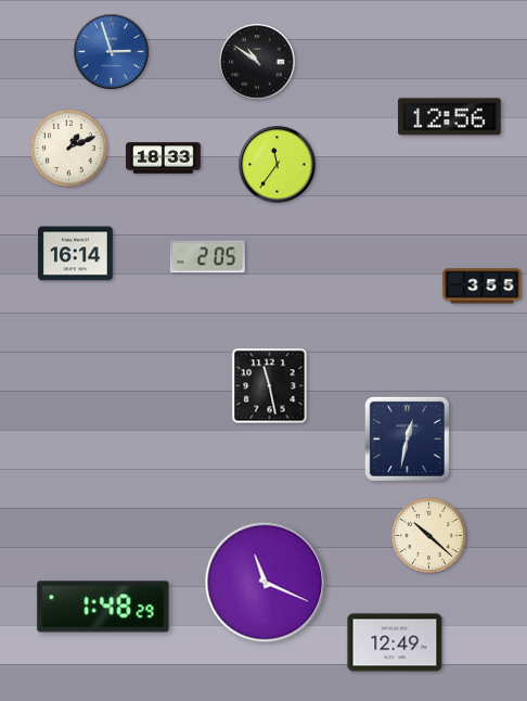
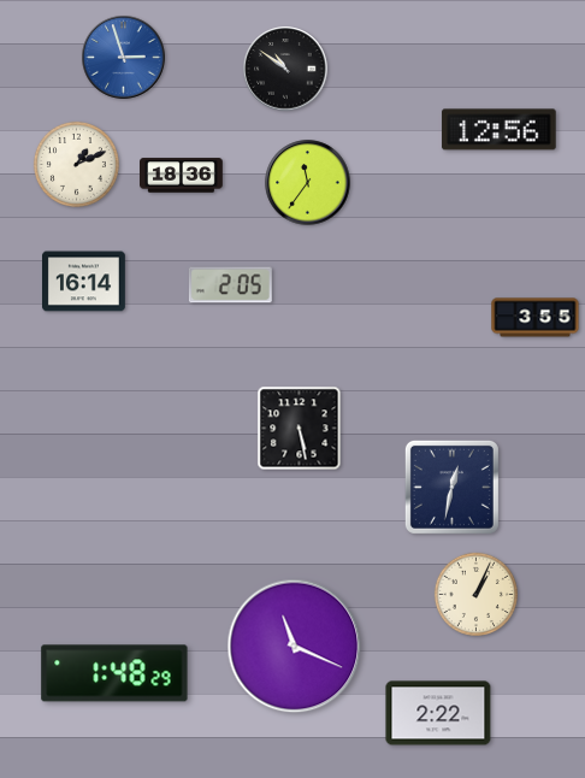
clock at (164, 158): 18:33 -> 18:36
clock at (270, 386): 11:28 -> 5:28
clock at (428, 535): 10:22 -> 1:04
clock at (395, 642): 12:49 -> 2:22
